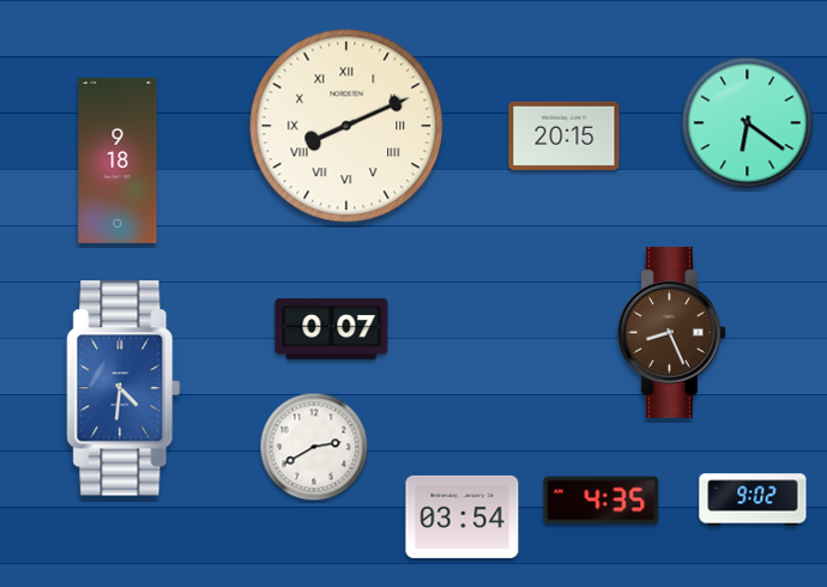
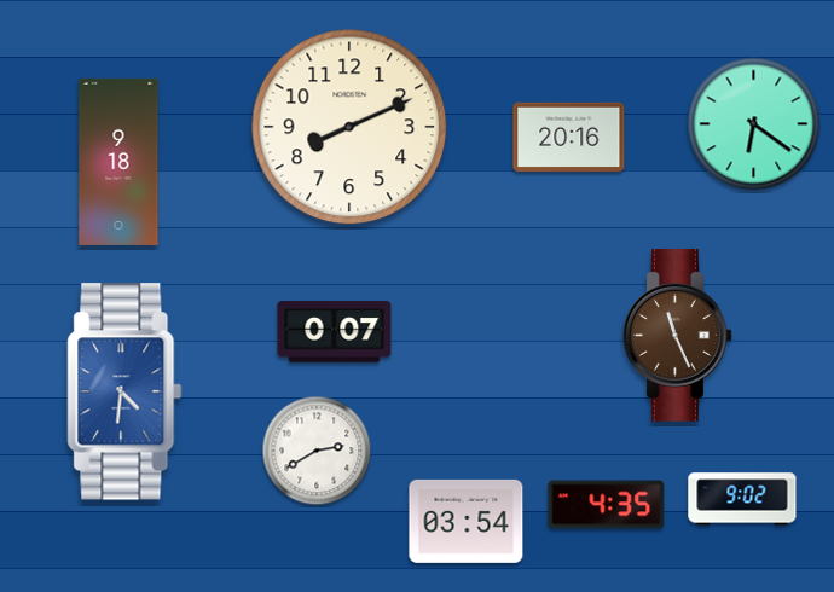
clock at (346, 126) numerals: Roman -> Arabic
clock at (565, 135): 20:15 -> 20:16
clock at (671, 332): 8:26 -> 11:26
clock at (753, 500) position: (753, 500) -> (742, 499)
